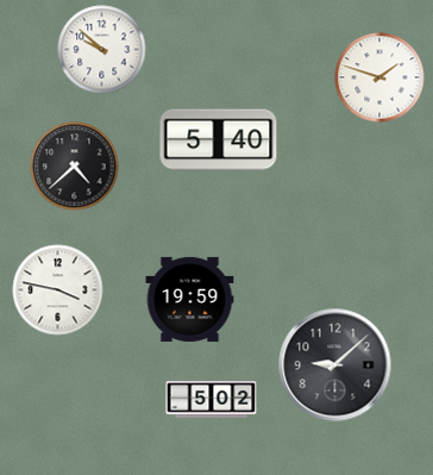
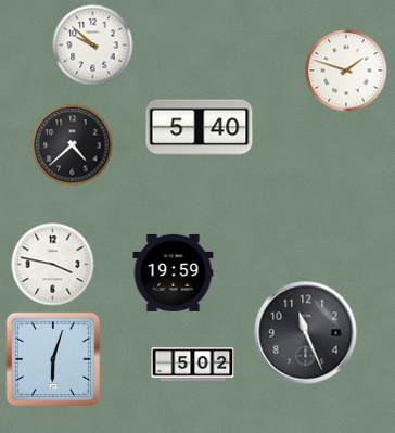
clock at (75, 167) position: (75, 167) -> (73, 145)
clock at (335, 365): 9:08 -> 11:26
clock at (53, 359): none -> 6:03
